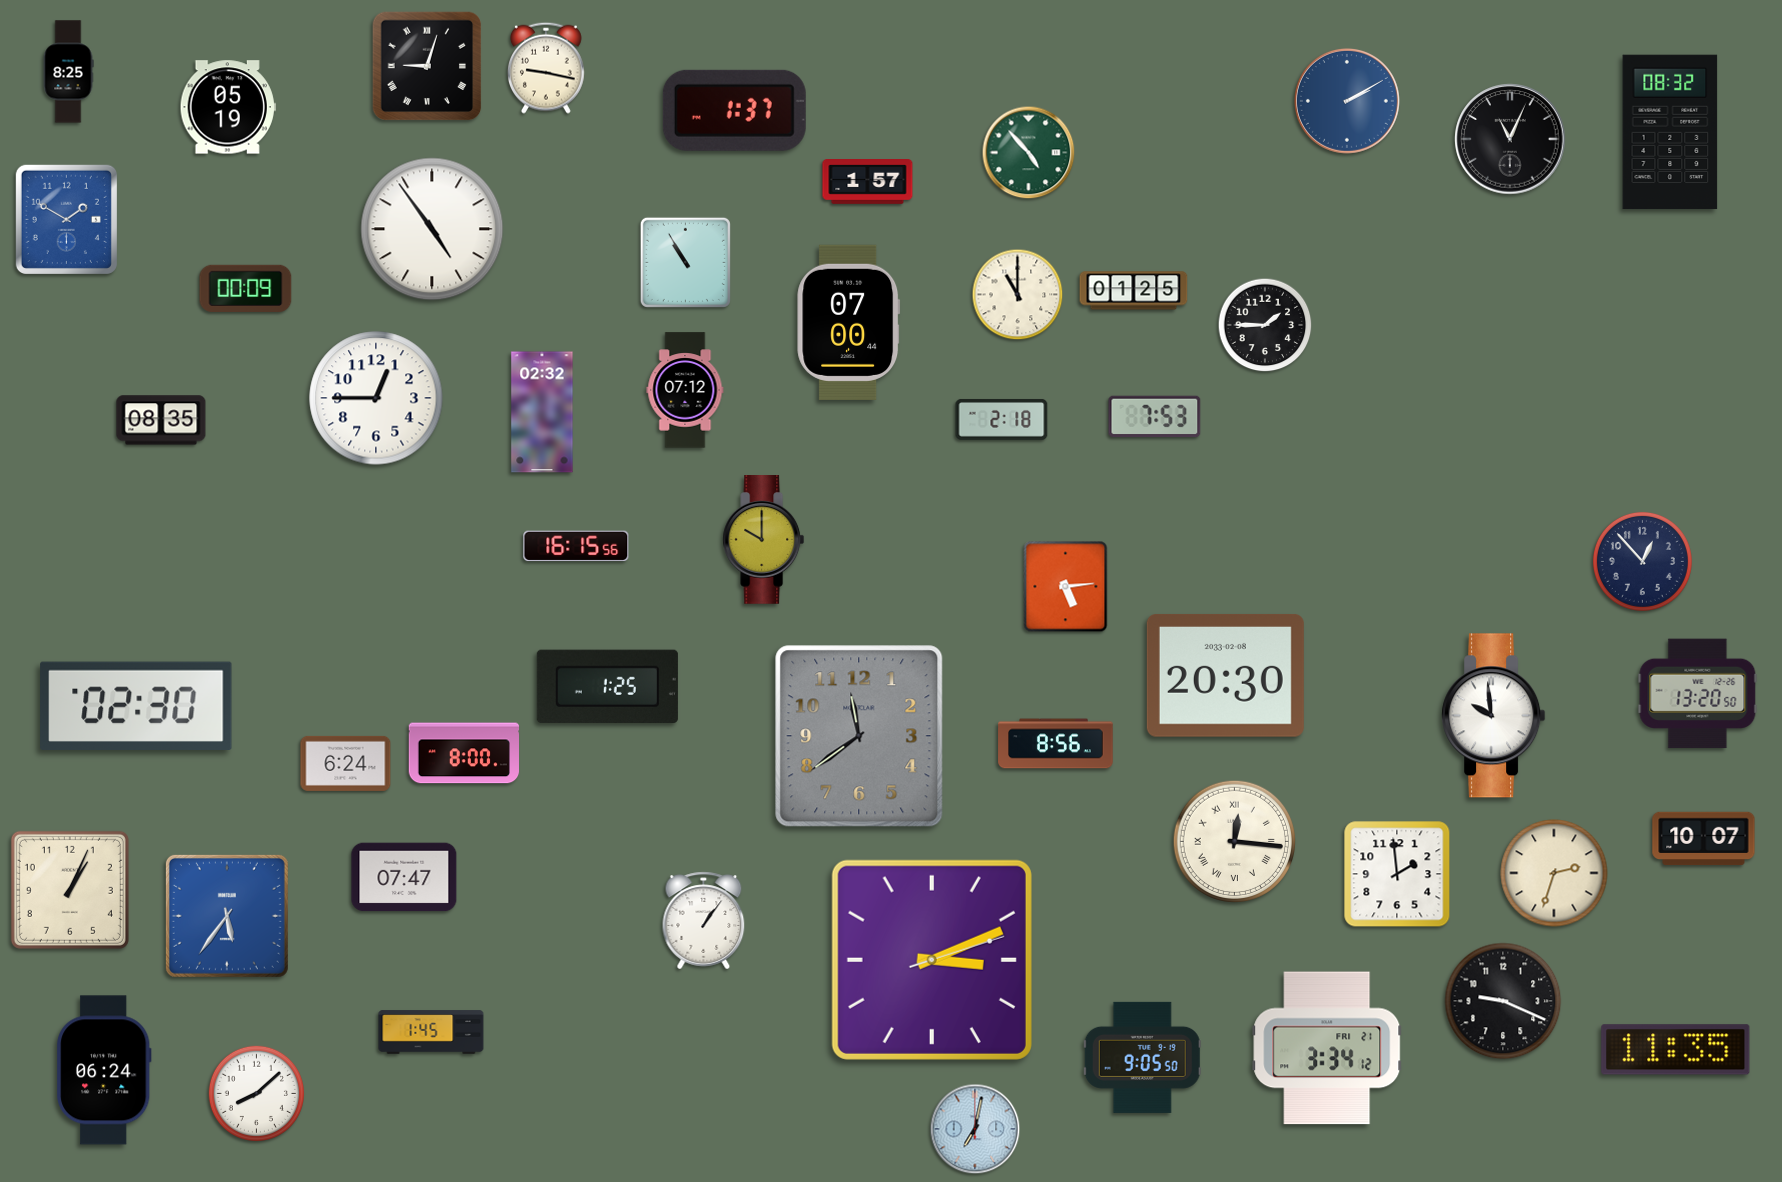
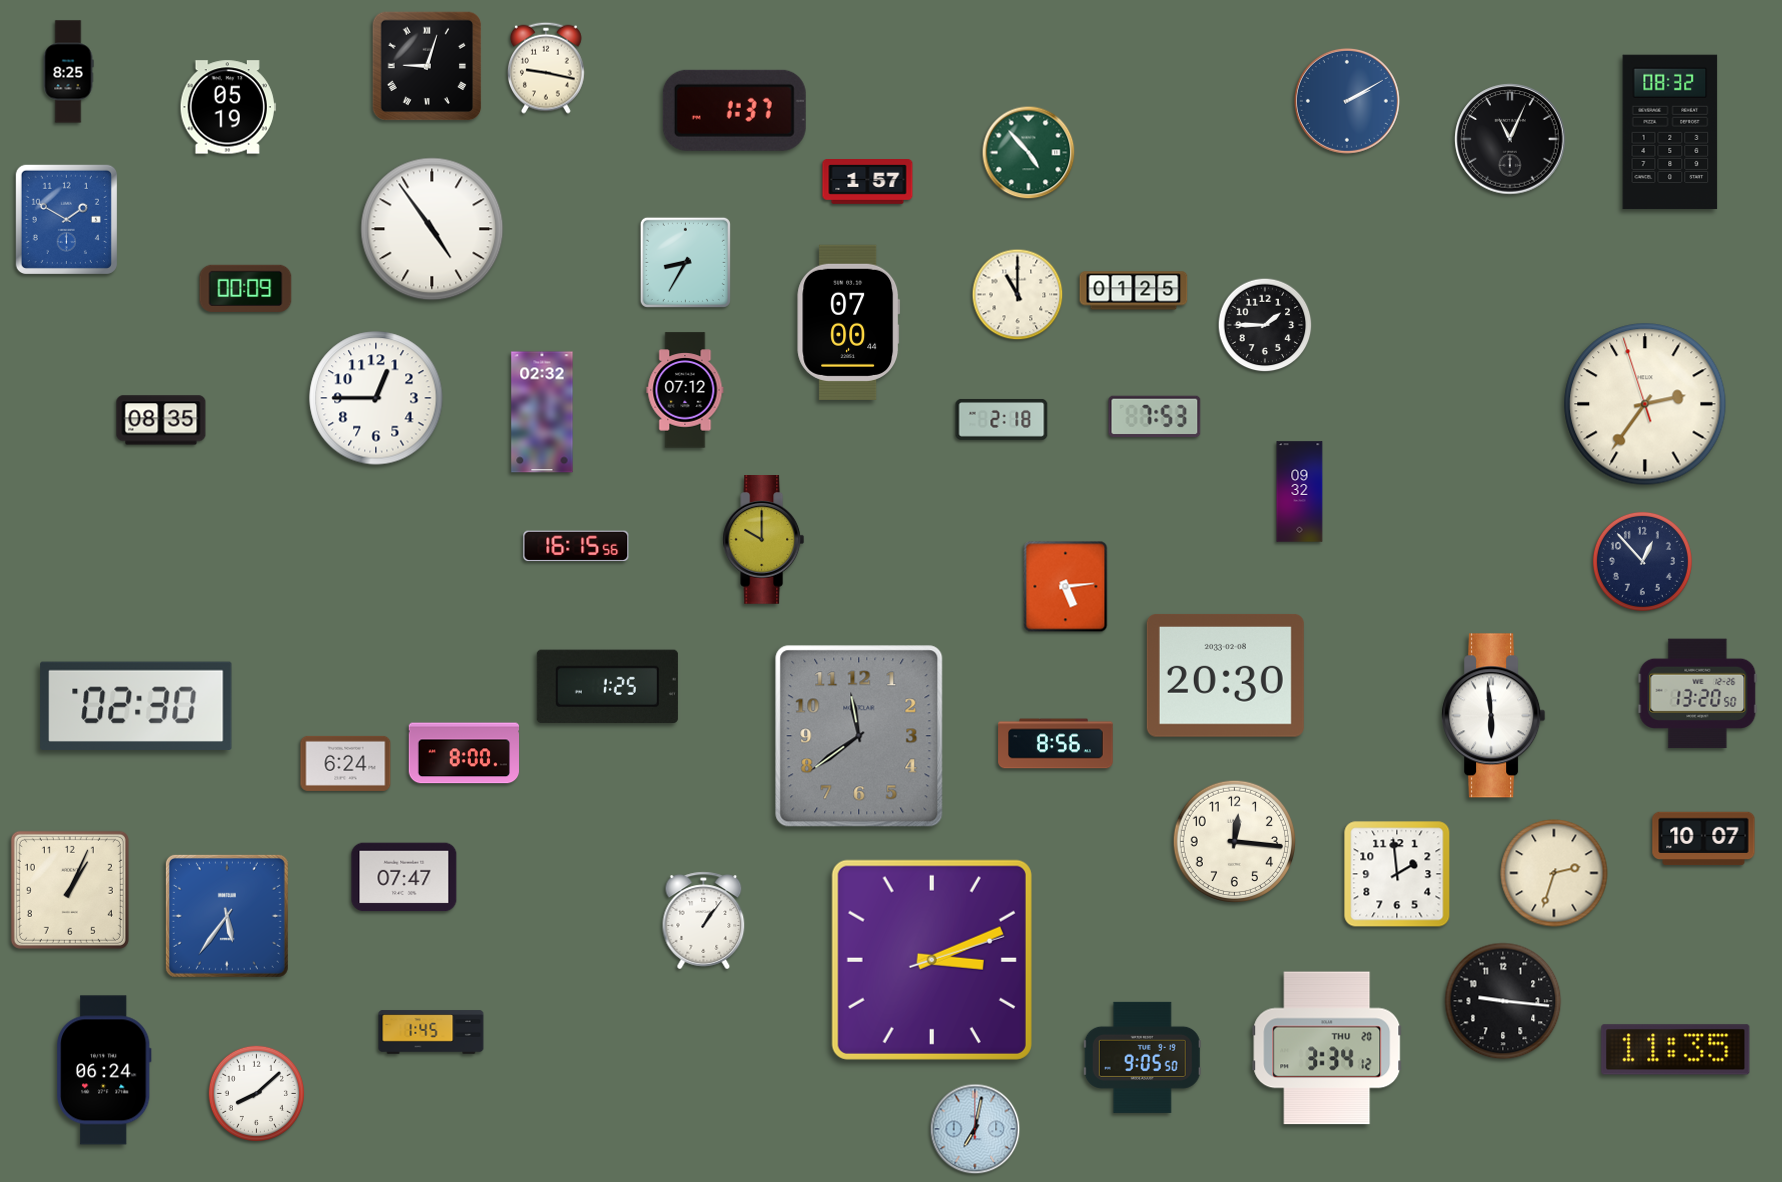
clock at (685, 262): 10:55 -> 8:35
clock at (1645, 404): none -> 2:35
clock at (1300, 492): none -> 09:32
clock at (1494, 716): 9:59 -> 5:59
clock at (1235, 842) numerals: Roman -> Arabic
clock at (1503, 1001): 9:19 -> 9:16
clock at (1327, 1048) date: FRI 21 -> THU 20
